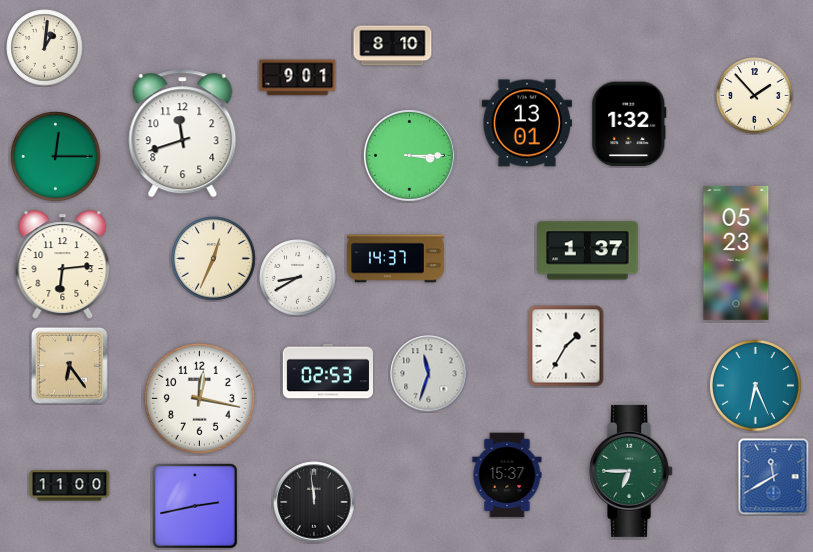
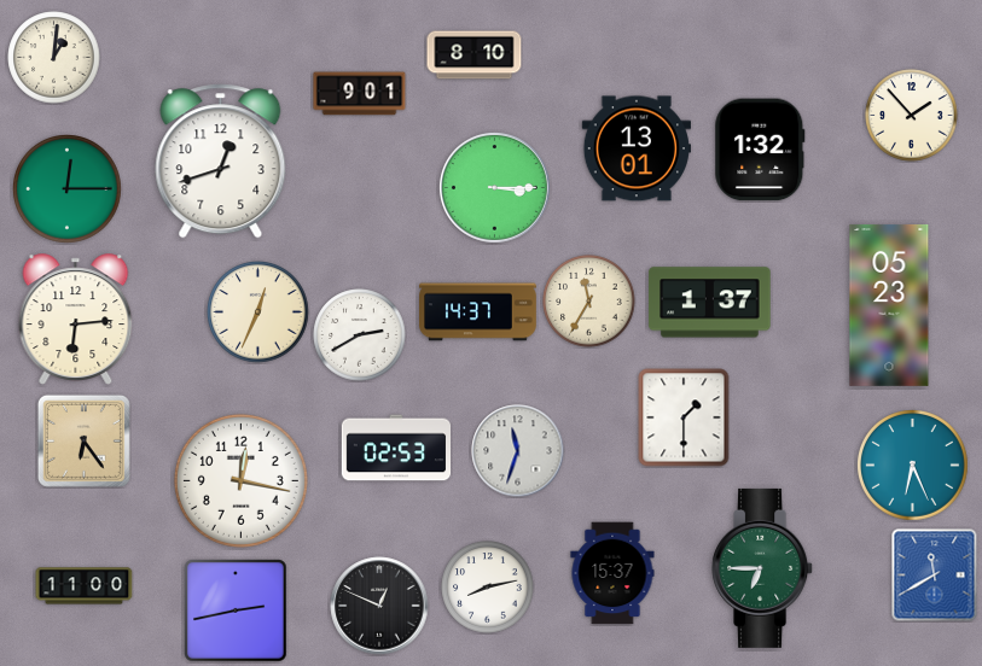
clock at (183, 134): 11:42 -> 12:42
clock at (589, 302): none -> 11:35
clock at (298, 278): 8:40 -> 2:40
clock at (566, 346): 1:35 -> 1:30
clock at (488, 588): none -> 8:13
clock at (314, 502): 11:59 -> 12:49
